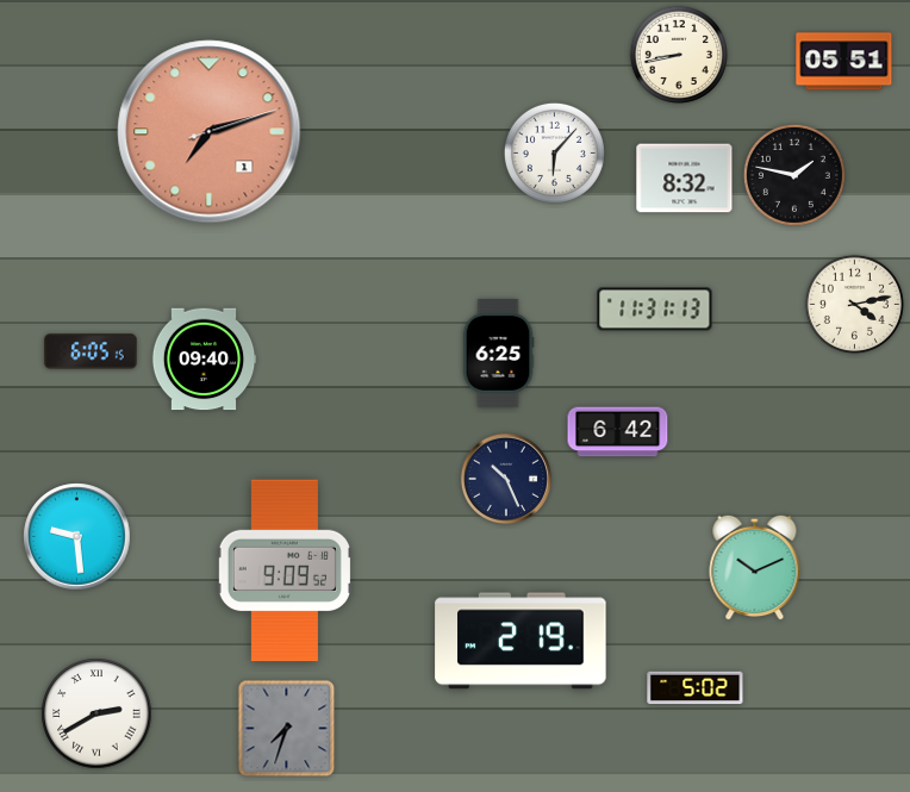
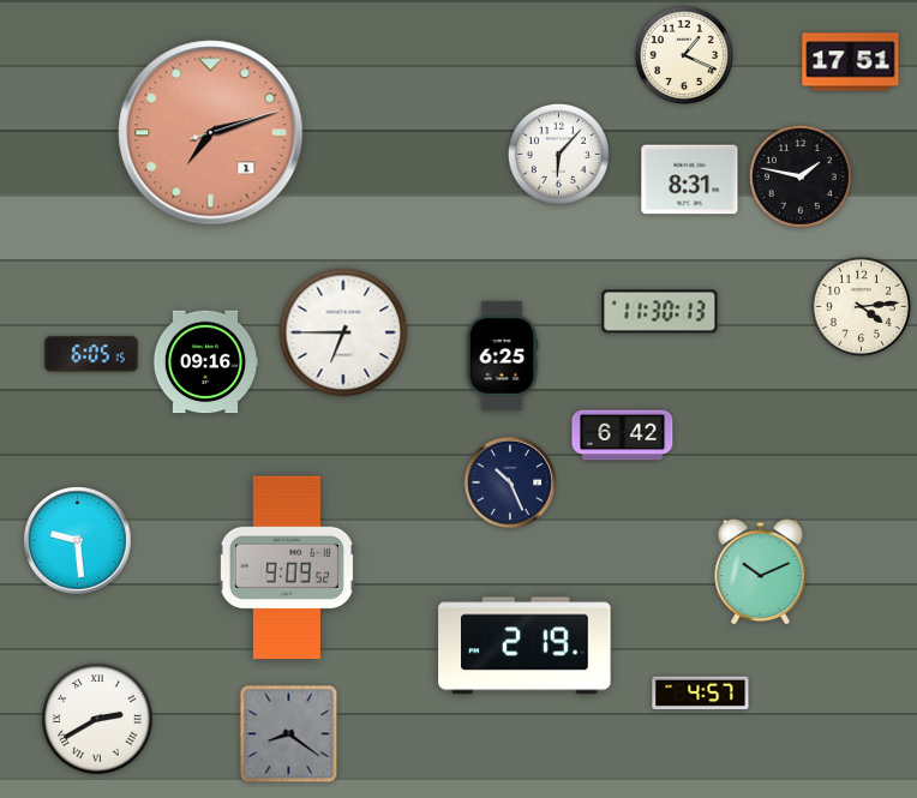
clock at (678, 54): 8:43 -> 1:19
clock at (844, 62): 05:51 -> 17:51
clock at (685, 179): 8:32 -> 8:31
clock at (854, 304): 4:13 -> 4:14
clock at (655, 310): 11:31 -> 11:30
clock at (343, 332): none -> 6:45
clock at (204, 360): 09:40 -> 09:16
clock at (285, 570) position: (285, 570) -> (287, 568)
clock at (696, 688): 5:02 -> 4:57
clock at (287, 729): 7:33 -> 8:21
